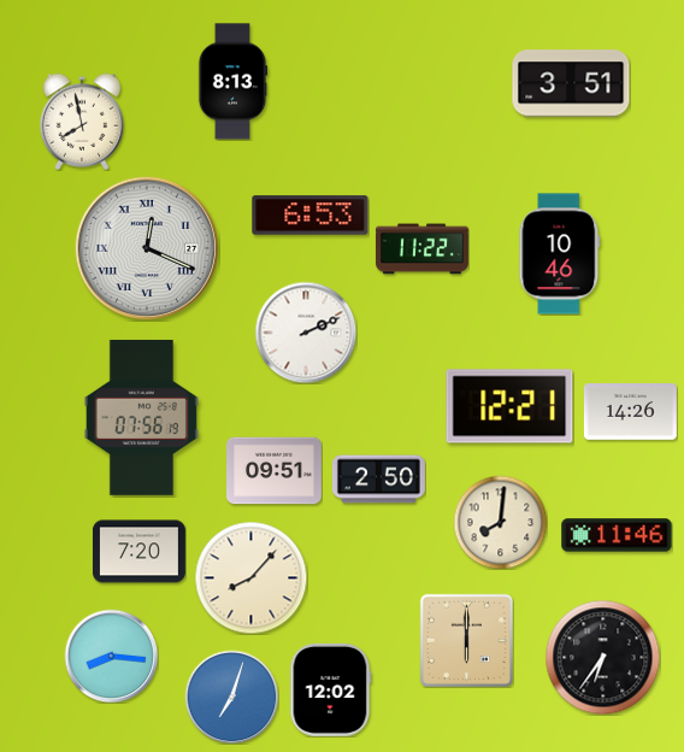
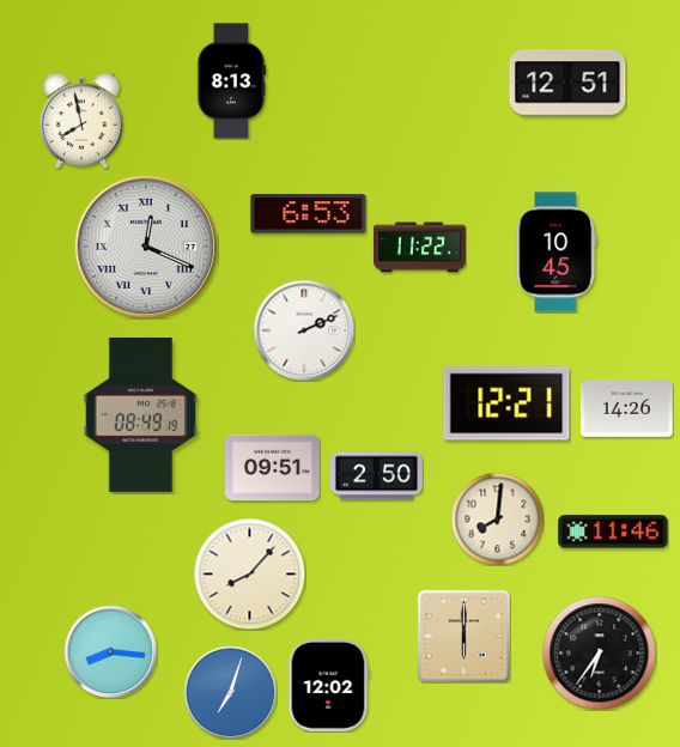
clock at (571, 83): 3:51 -> 12:51
clock at (560, 254): 10:46 -> 10:45
clock at (141, 417): 07:56 -> 08:49
clock at (138, 552): 7:20 -> none
